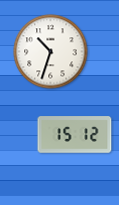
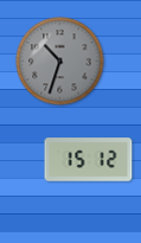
clock at (51, 52) dial: white -> grey
